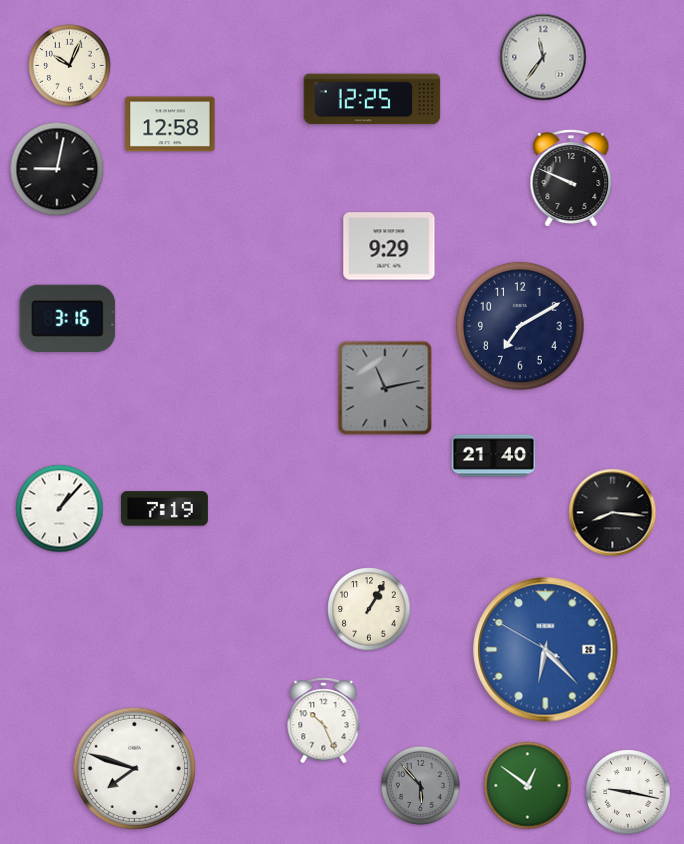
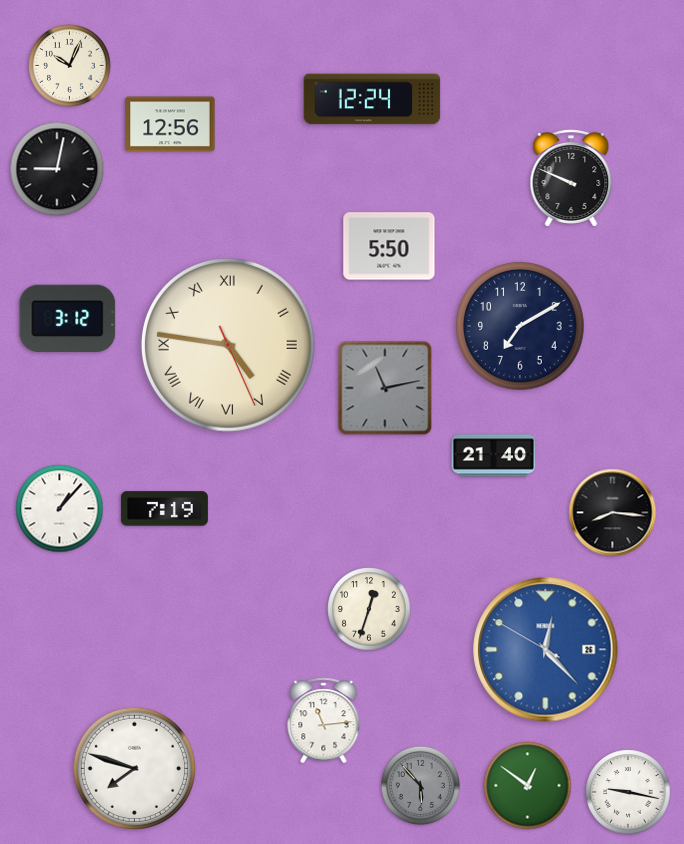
clock at (543, 57): 11:36 -> none
clock at (372, 99): 12:25 -> 12:24
clock at (170, 124): 12:58 -> 12:56
clock at (389, 246): 9:29 -> 5:50
clock at (68, 318): 3:16 -> 3:12
clock at (228, 345): none -> 4:46
clock at (369, 609): 1:05 -> 12:33
clock at (546, 650): 6:22 -> 12:22
clock at (324, 721): 10:26 -> 11:14
